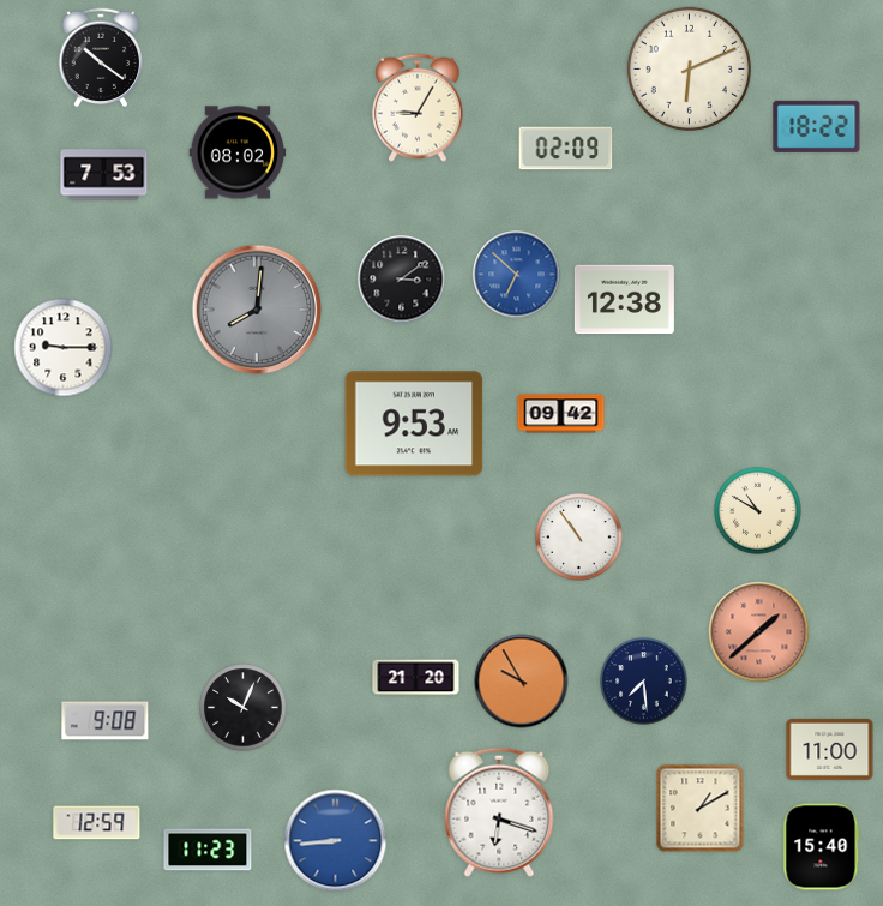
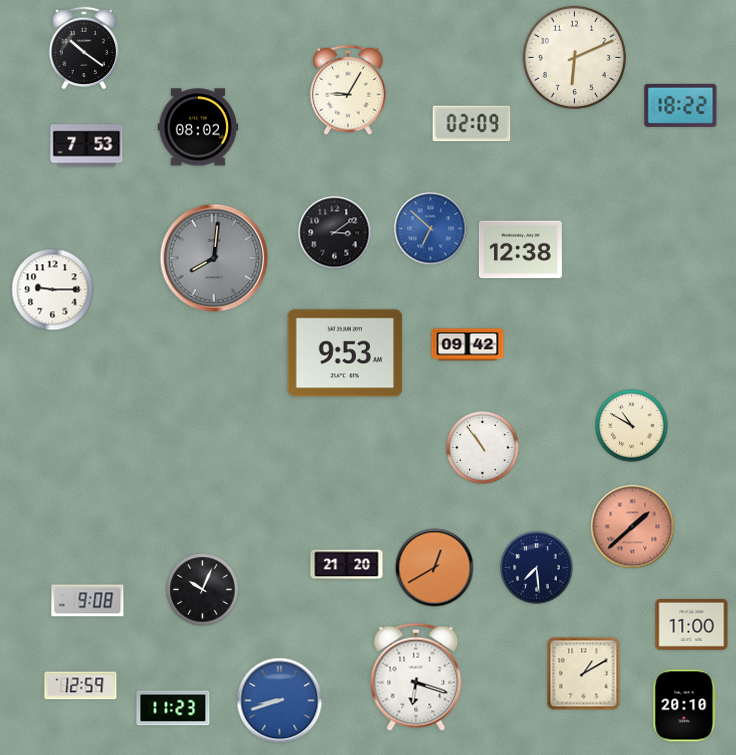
clock at (522, 682): 9:55 -> 12:40
clock at (336, 841): 8:44 -> 8:42
clock at (822, 847): 15:40 -> 20:10
